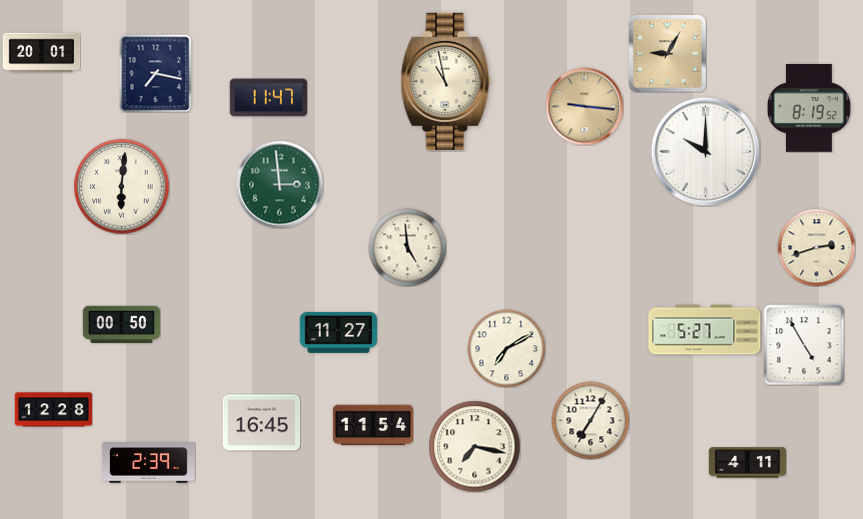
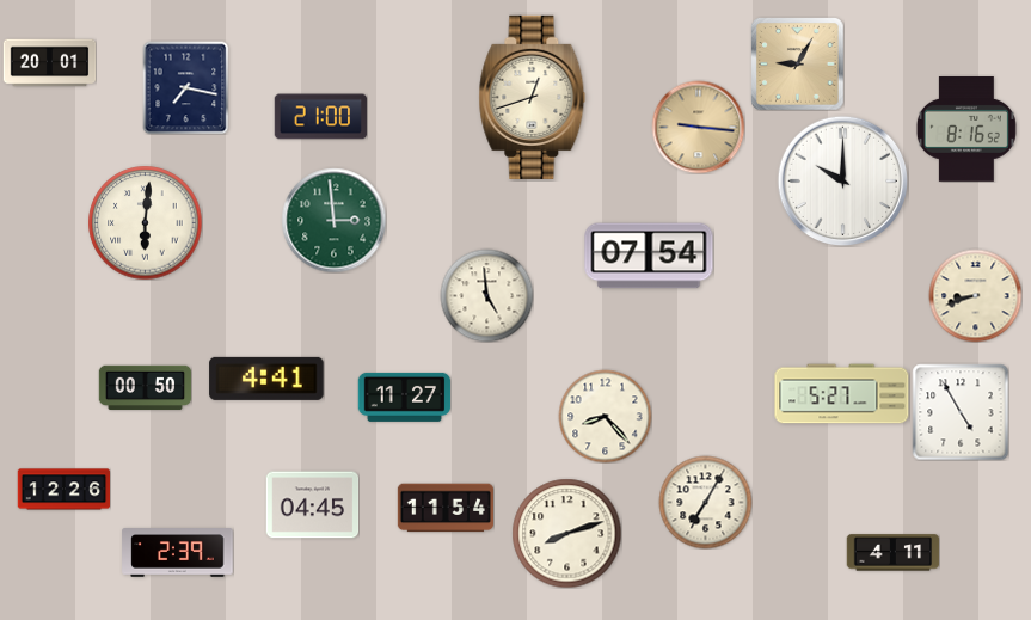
clock at (446, 81): 10:58 -> 12:42
clock at (268, 98): 11:47 -> 21:00
clock at (809, 108): 8:19 -> 8:16
clock at (649, 256): none -> 07:54
clock at (816, 247): 2:42 -> 8:42
clock at (266, 379): none -> 4:41
clock at (506, 348): 7:10 -> 8:23
clock at (53, 410): 12:28 -> 12:26
clock at (261, 423): 16:45 -> 04:45
clock at (474, 446): 7:17 -> 8:12
